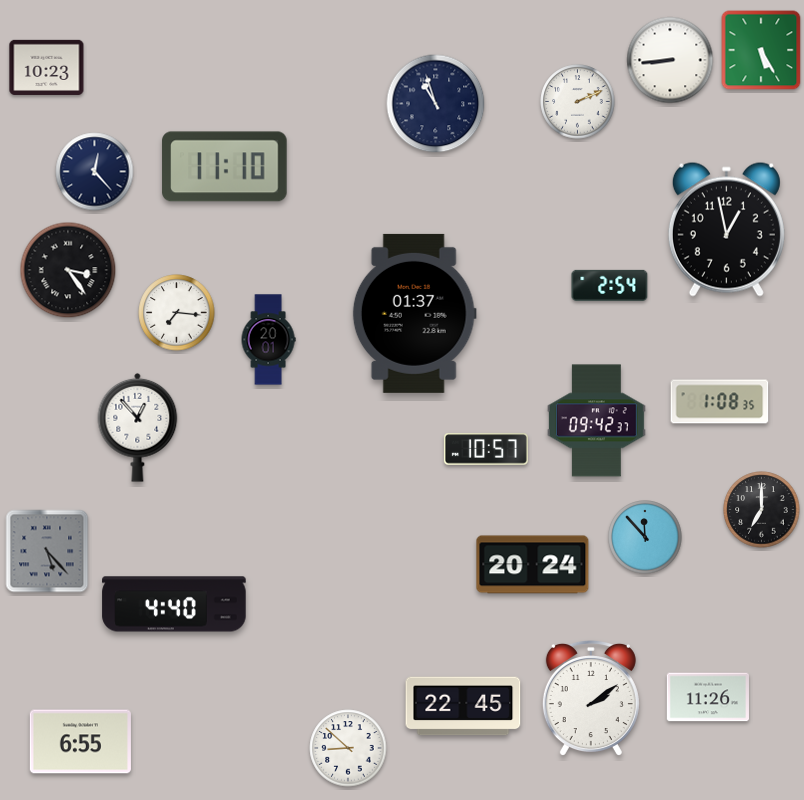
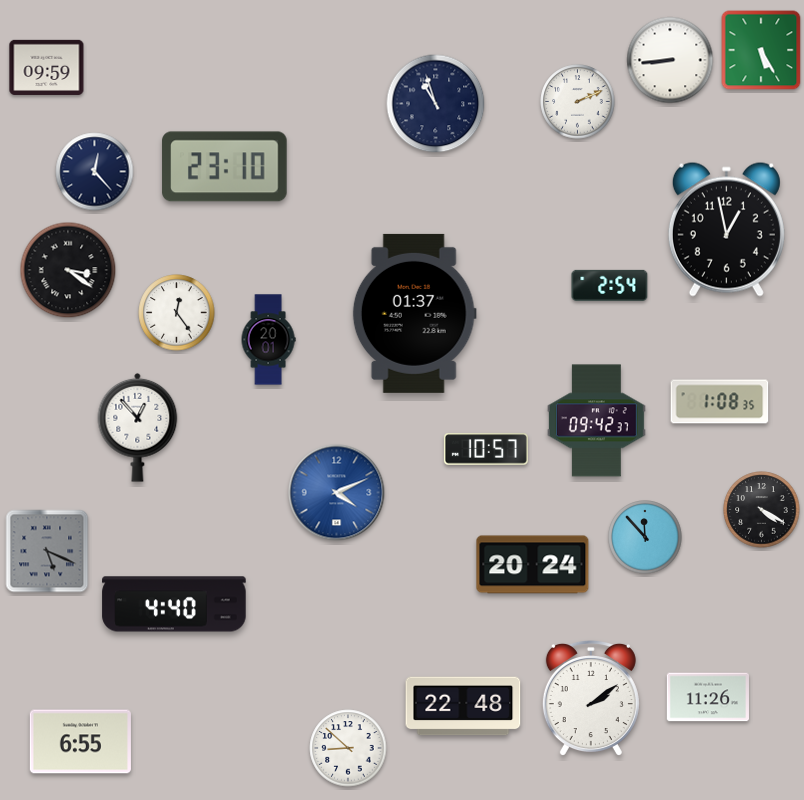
clock at (47, 67): 10:23 -> 09:59
clock at (225, 167): 11:10 -> 23:10
clock at (68, 270): 3:24 -> 3:21
clock at (177, 313): 7:16 -> 12:24
clock at (337, 493): none -> 4:11
clock at (762, 510): 7:00 -> 4:20
clock at (47, 551): 5:23 -> 5:19
clock at (463, 706): 22:45 -> 22:48
